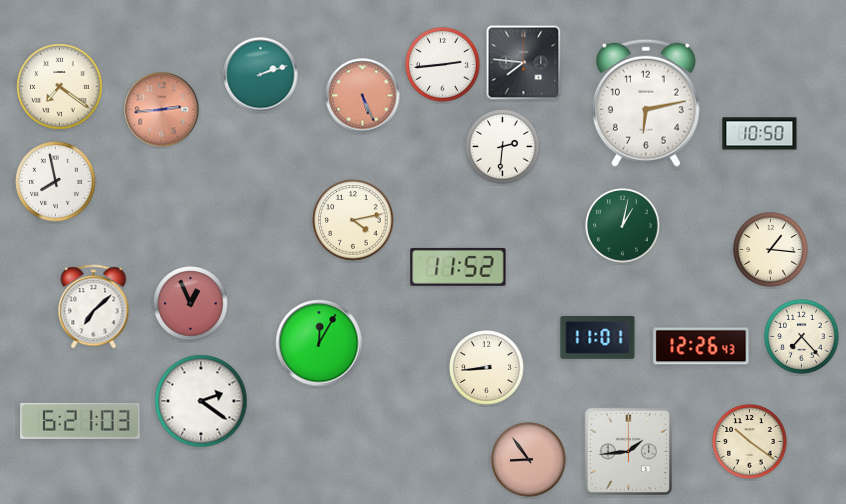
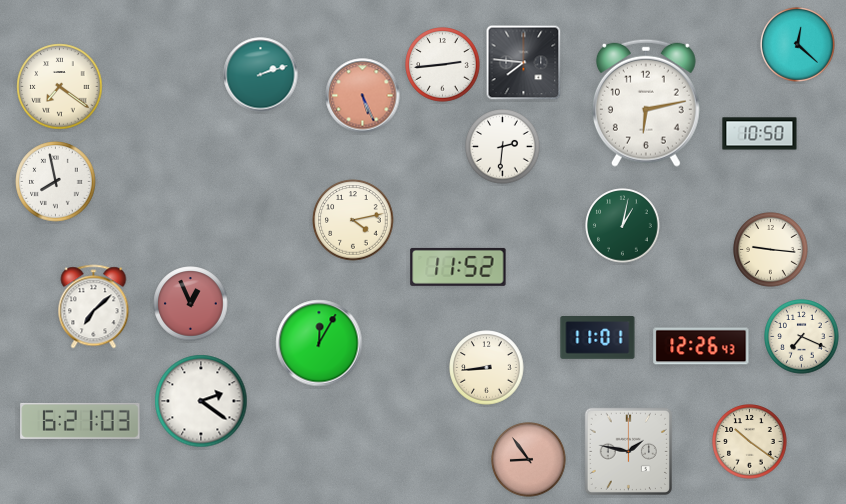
clock at (798, 45): none -> 12:22
clock at (162, 110): 2:44 -> none
clock at (771, 250): 1:16 -> 9:16
clock at (802, 337): 7:23 -> 7:19
clock at (628, 451): 1:44 -> 1:47
